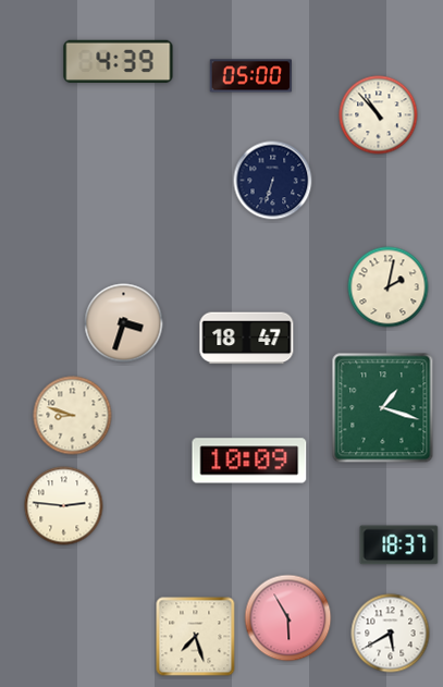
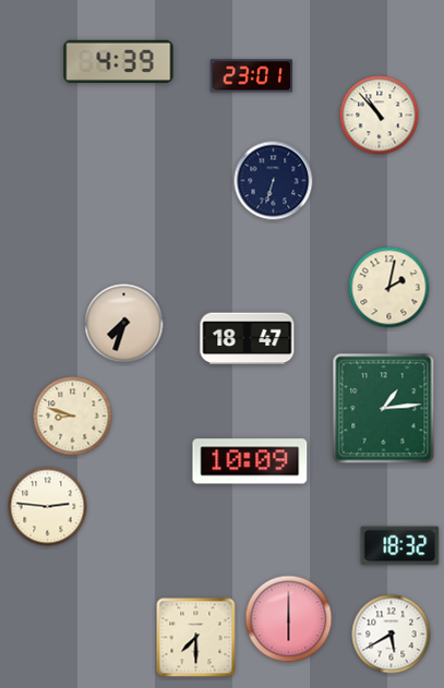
clock at (250, 76): 05:00 -> 23:01
clock at (124, 323): 3:33 -> 7:33
clock at (383, 408): 1:18 -> 1:14
clock at (64, 506) position: (64, 506) -> (48, 507)
clock at (399, 545): 18:37 -> 18:32
clock at (288, 618): 5:55 -> 6:00
clock at (196, 637): 7:27 -> 7:30
